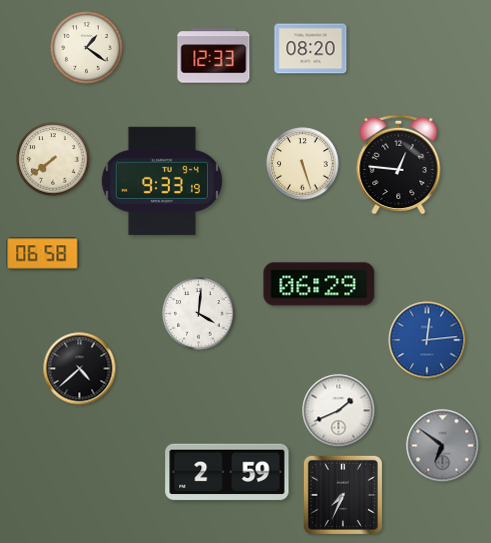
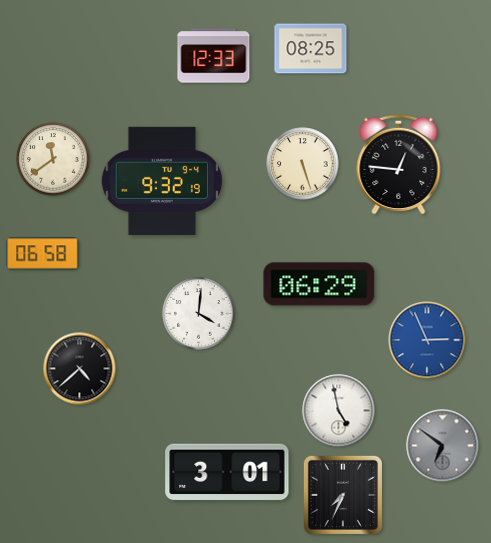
clock at (87, 48): 1:21 -> none
clock at (311, 49): 08:20 -> 08:25
clock at (53, 159): 7:39 -> 11:39
clock at (162, 181): 9:33 -> 9:32
clock at (427, 340): 12:14 -> 2:56
clock at (339, 411): 1:41 -> 4:58
clock at (227, 472): 2:59 -> 3:01
